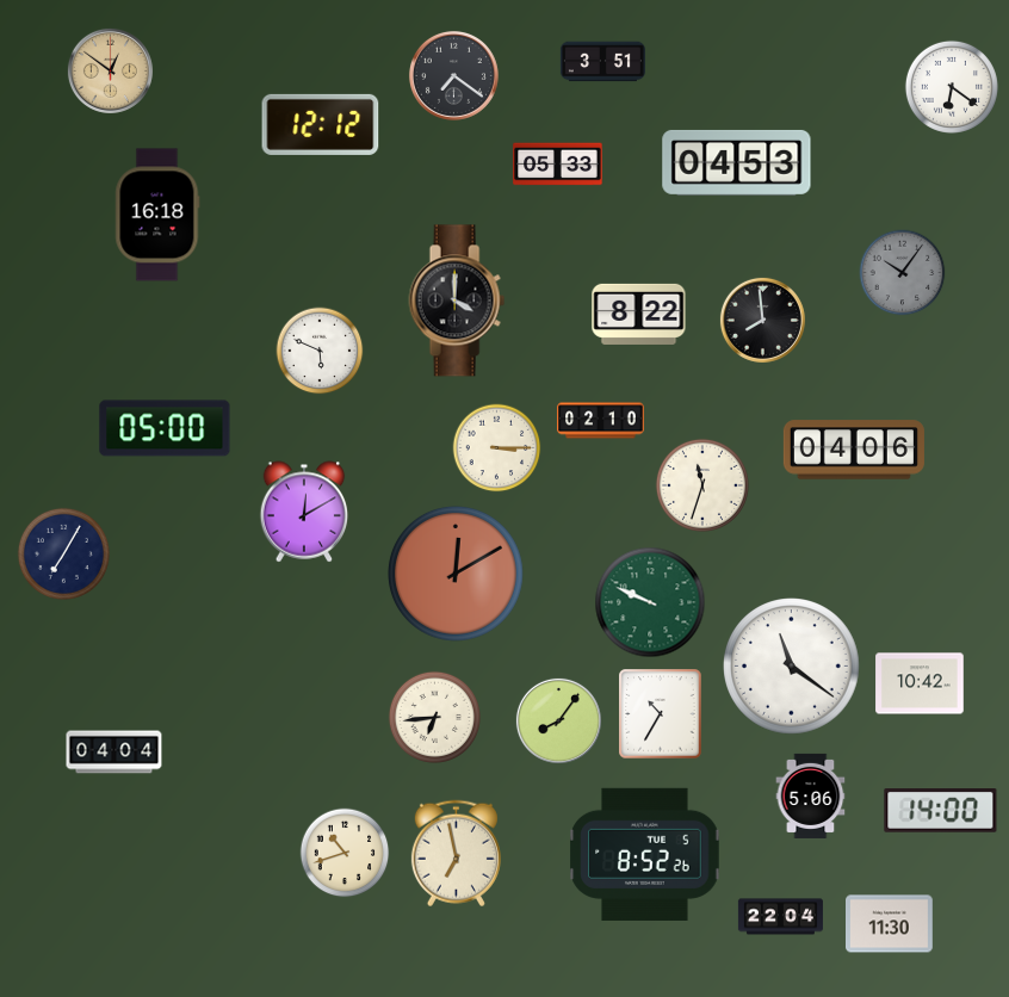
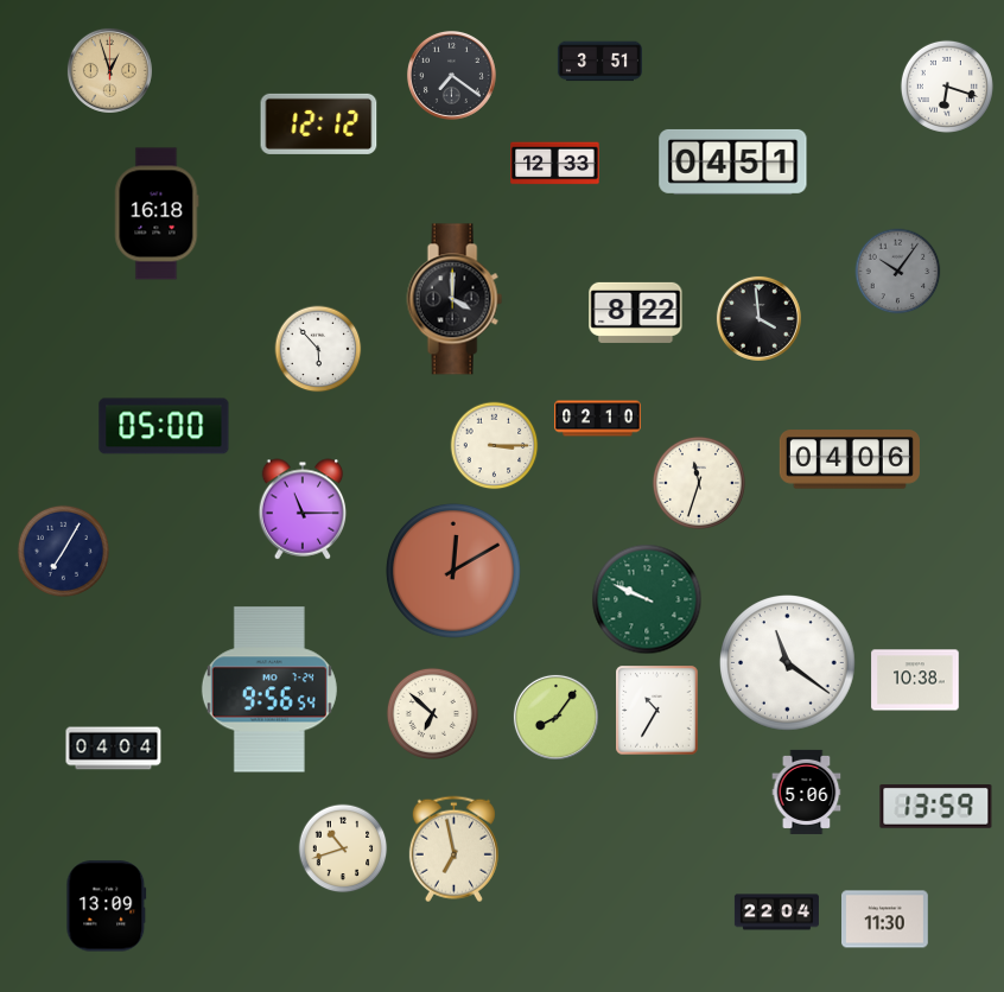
clock at (110, 70): 12:51 -> 12:57
clock at (952, 87): 6:21 -> 6:18
clock at (737, 162): 04:53 -> 04:51
clock at (558, 165): 05:33 -> 12:33
clock at (762, 320): 7:59 -> 3:59
clock at (320, 351): 5:49 -> 5:53
clock at (854, 450) position: (854, 450) -> (850, 459)
clock at (304, 512): 12:10 -> 11:15
clock at (920, 683): 10:42 -> 10:38
clock at (269, 689): none -> 9:56
clock at (434, 717): 6:44 -> 6:52
clock at (941, 811): 14:00 -> 13:59
clock at (645, 854): 8:52 -> none
clock at (107, 907): none -> 13:09
